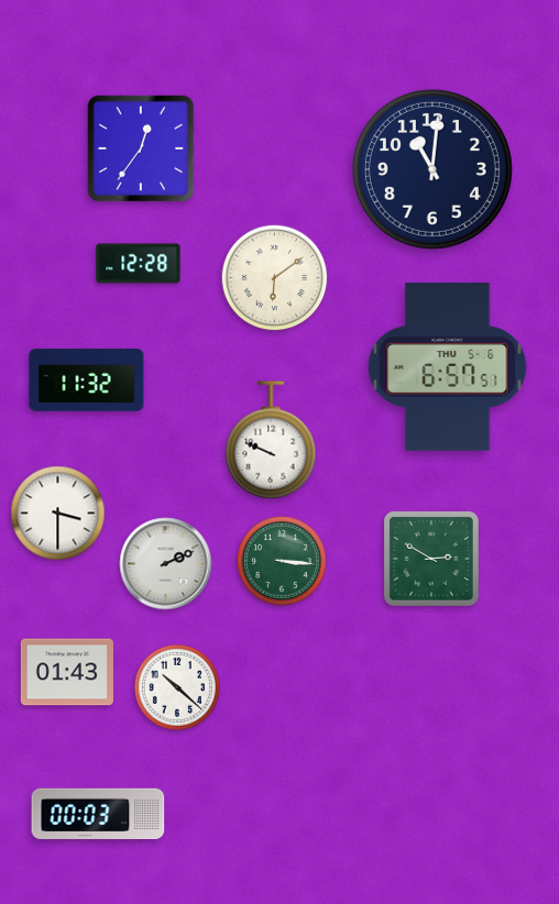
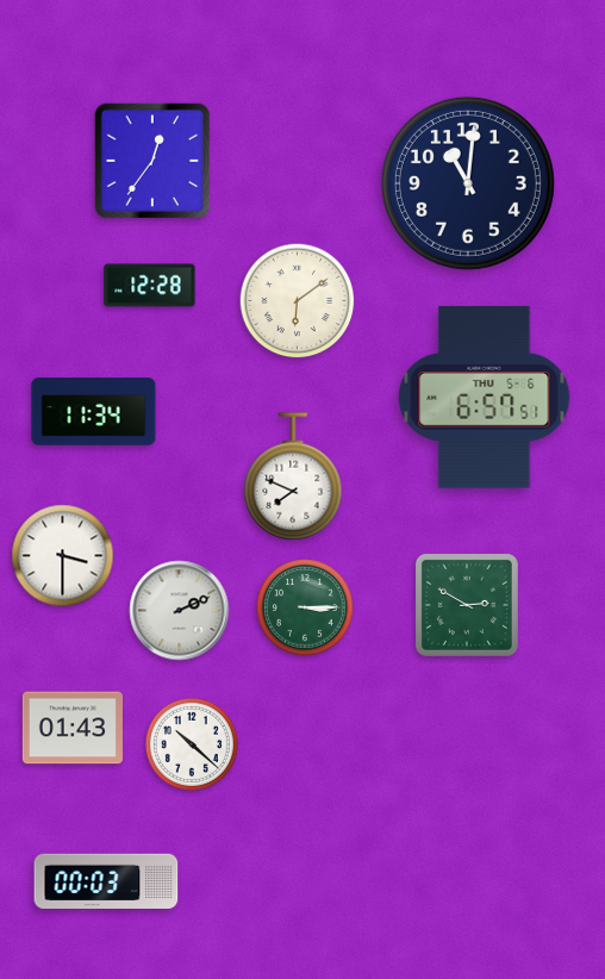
clock at (87, 381): 11:32 -> 11:34
clock at (271, 440): 9:49 -> 7:49
clock at (282, 561): 3:16 -> 3:15
